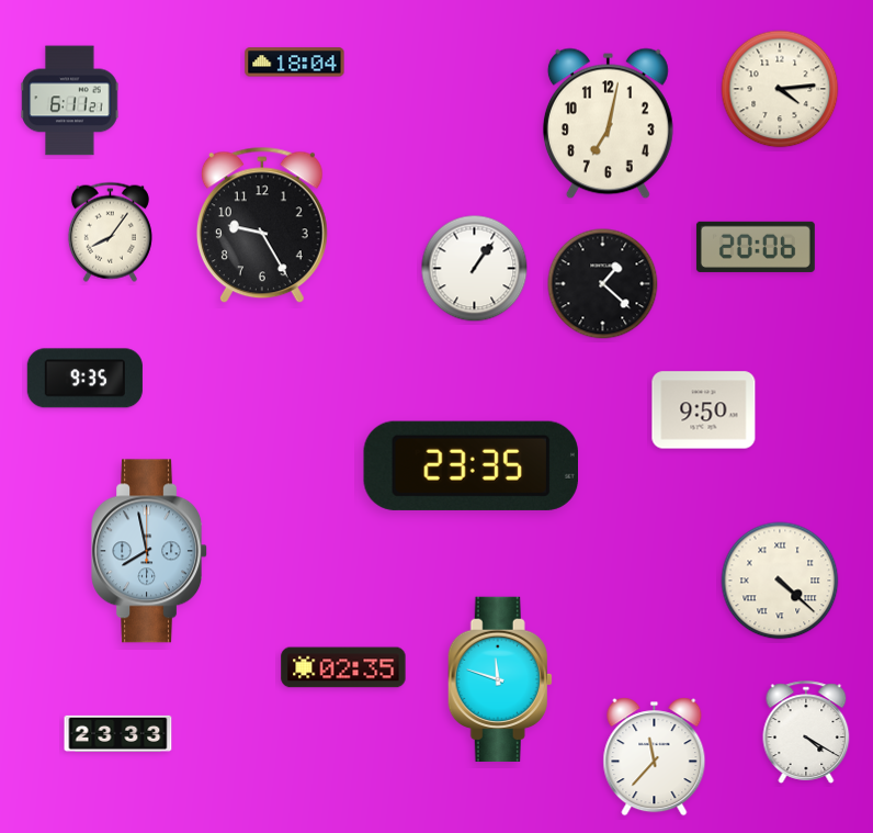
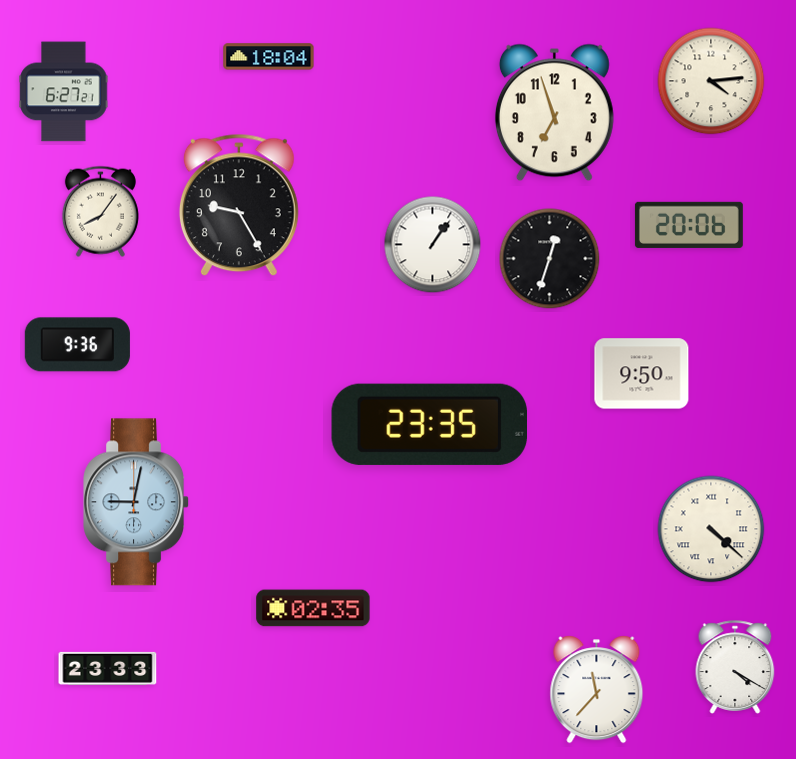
clock at (70, 101): 6:11 -> 6:27
clock at (608, 124): 7:02 -> 6:57
clock at (603, 284): 1:22 -> 12:33
clock at (84, 379): 9:35 -> 9:36
clock at (150, 551): 7:58 -> 9:02
clock at (500, 678): 11:48 -> none
